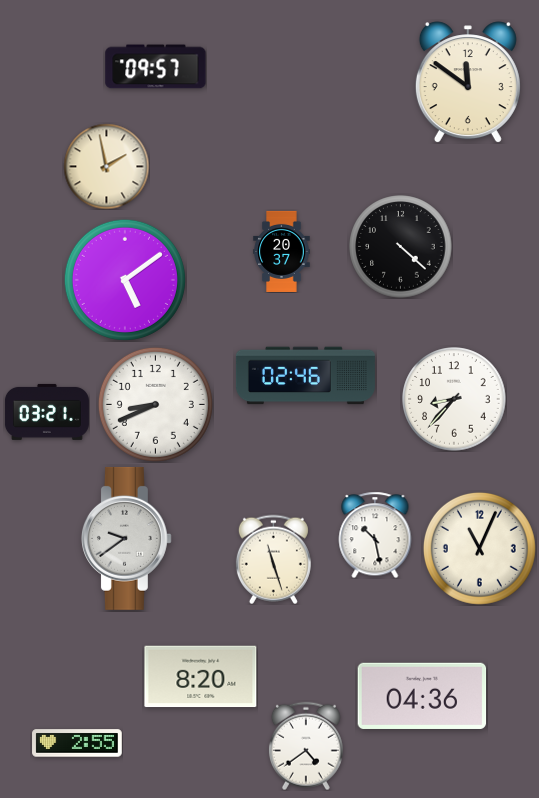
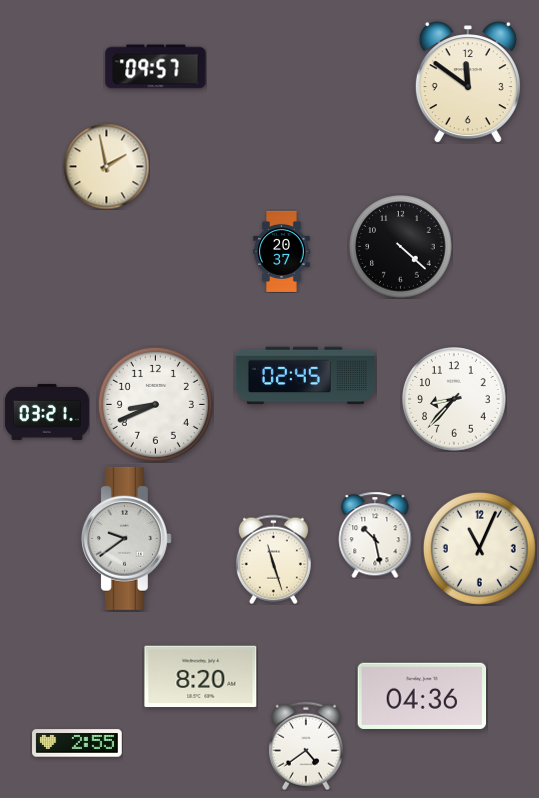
clock at (125, 280): 5:09 -> none
clock at (305, 376): 02:46 -> 02:45
